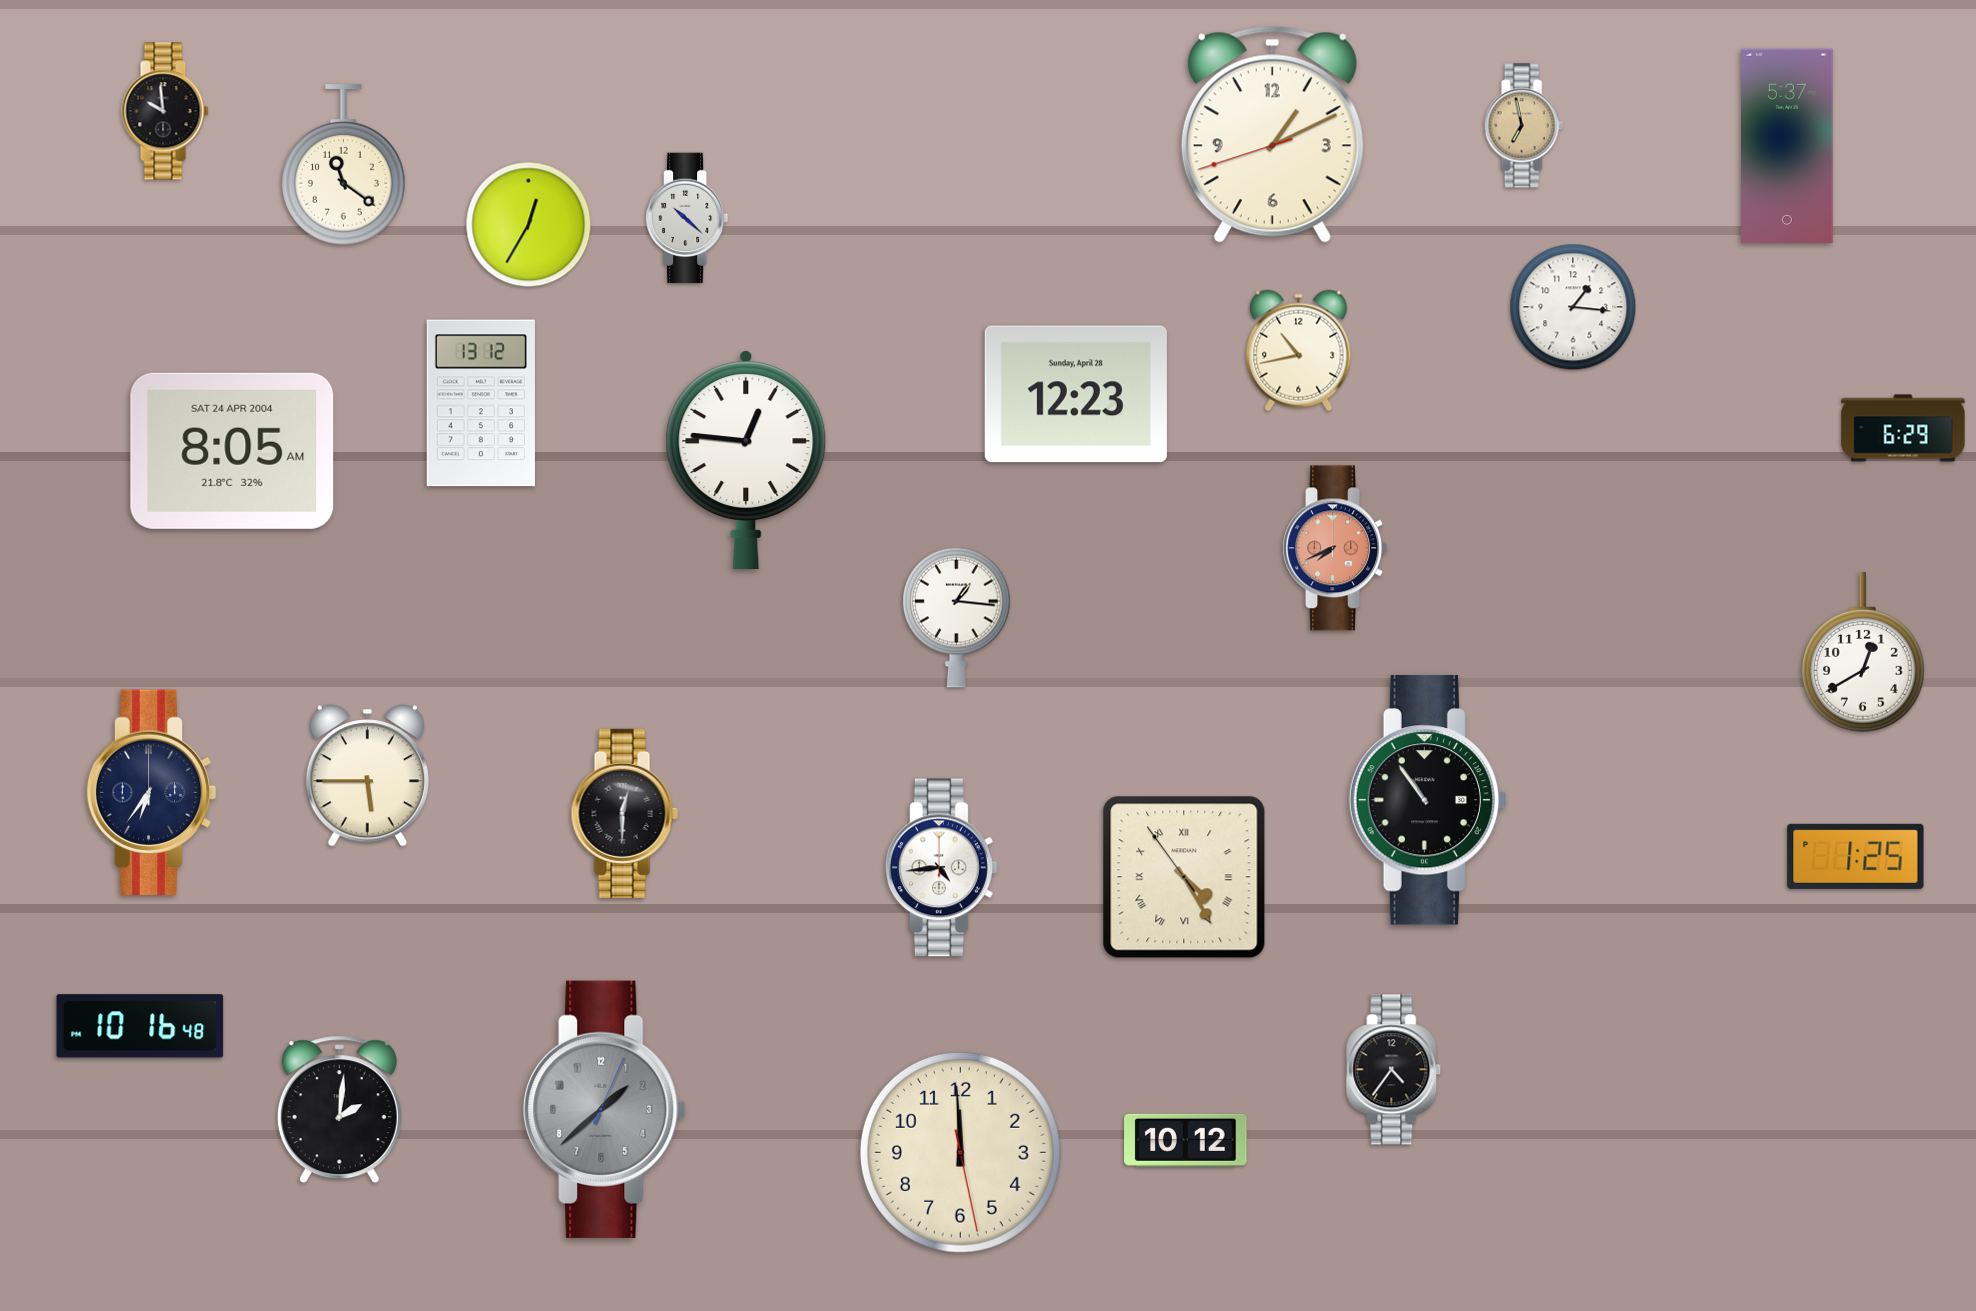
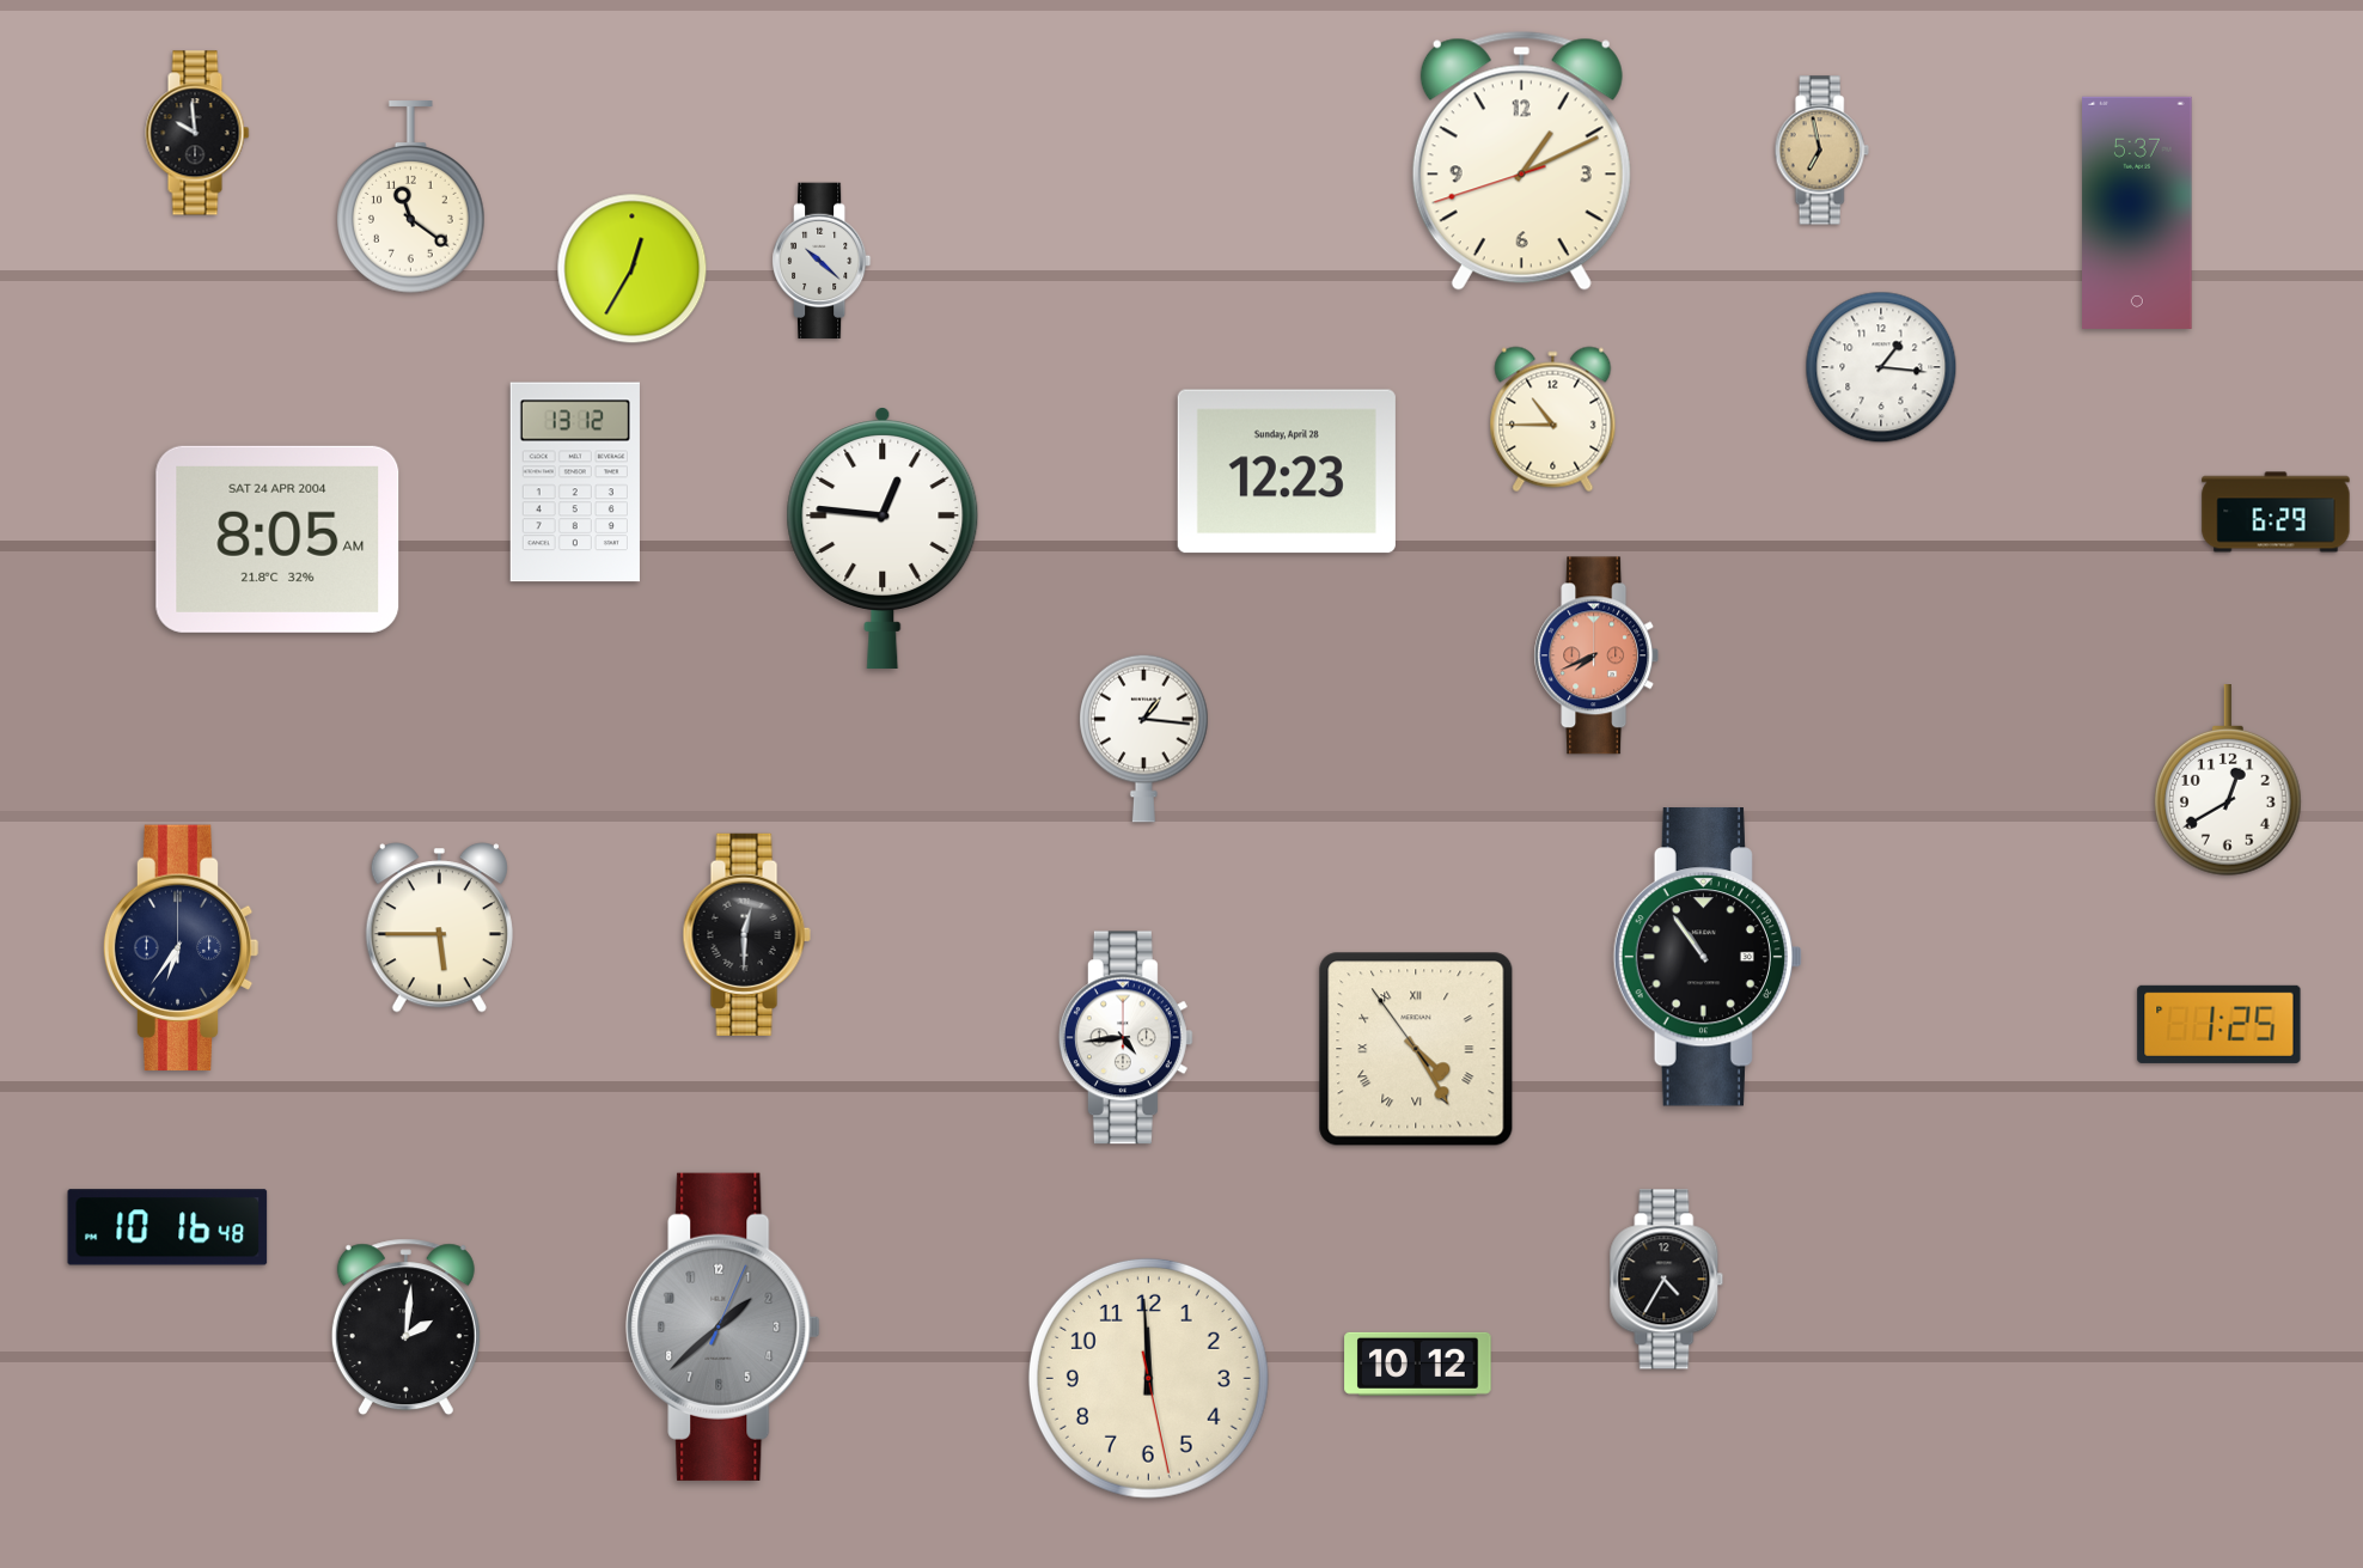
clock at (1787, 146) position: (1787, 146) -> (2137, 213)
clock at (1299, 351): 10:43 -> 10:45
clock at (746, 460) position: (746, 460) -> (883, 538)
clock at (624, 813) position: (624, 813) -> (746, 934)
clock at (1394, 1070): 4:36 -> 4:35
